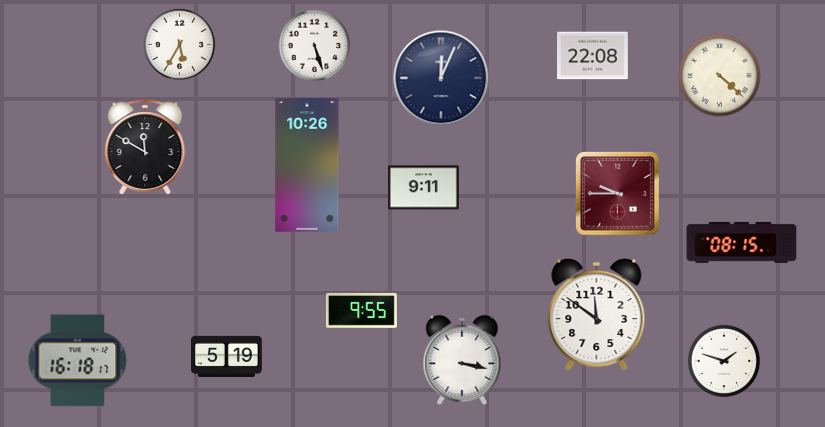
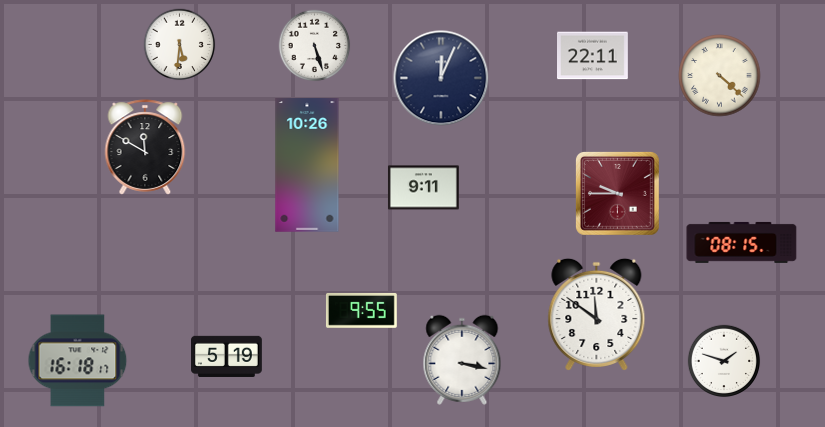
clock at (180, 45): 5:35 -> 5:31
clock at (593, 56): 22:08 -> 22:11
